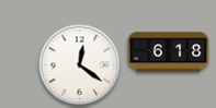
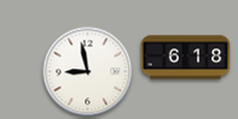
clock at (80, 65): 12:21 -> 8:58
